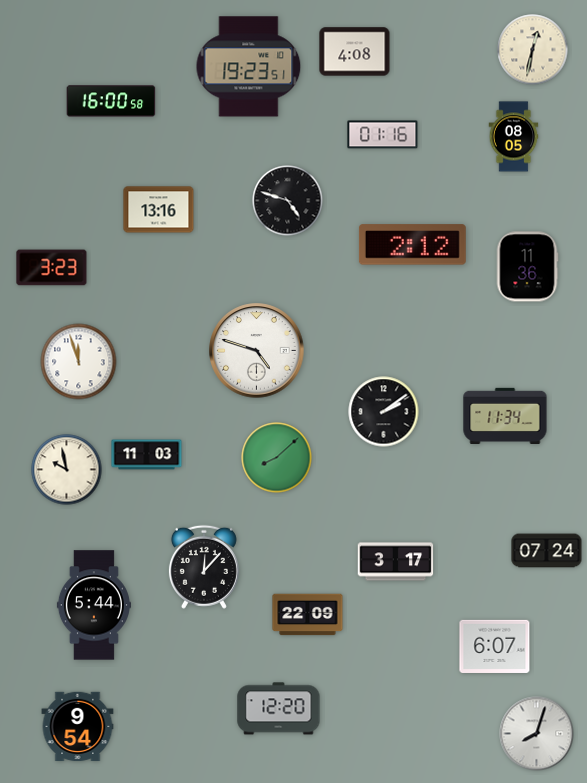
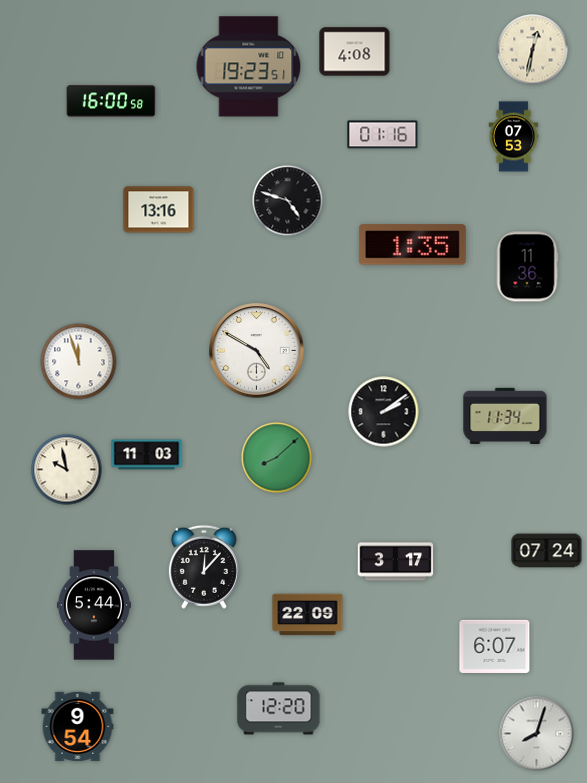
clock at (514, 137): 08:05 -> 07:53
clock at (412, 245): 2:12 -> 1:35
clock at (52, 268): 3:23 -> none
clock at (257, 351): 4:48 -> 4:50
